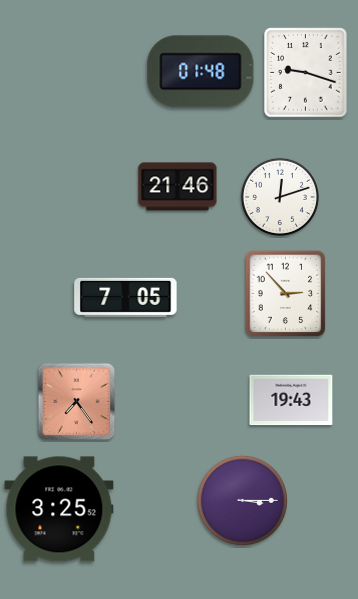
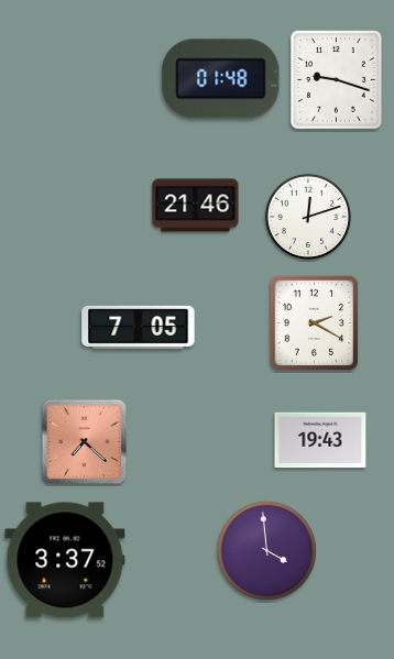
clock at (286, 294): 2:53 -> 2:20
clock at (77, 402): 7:24 -> 7:22
clock at (242, 500): 3:15 -> 3:59
clock at (59, 509): 3:25 -> 3:37
